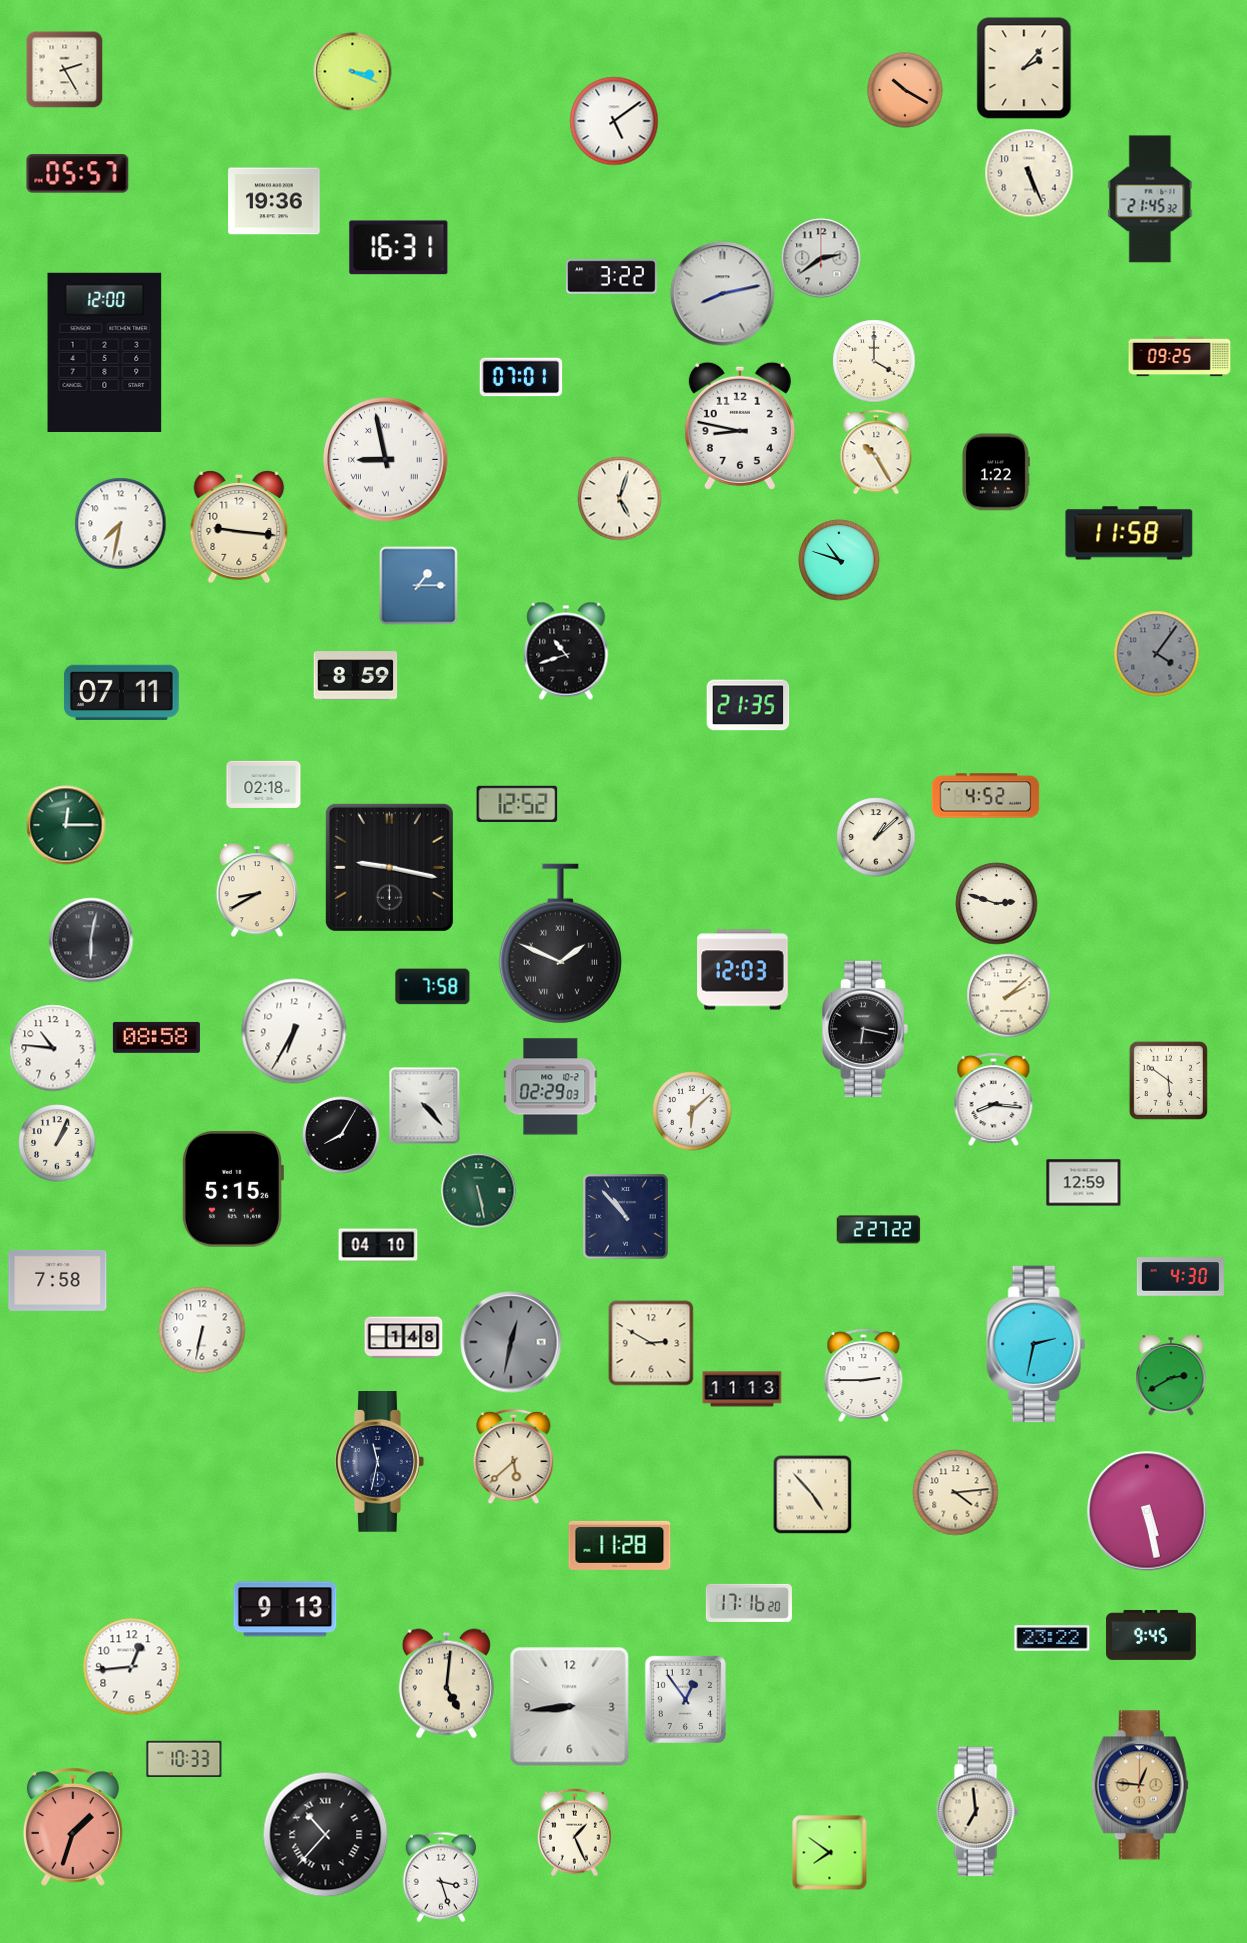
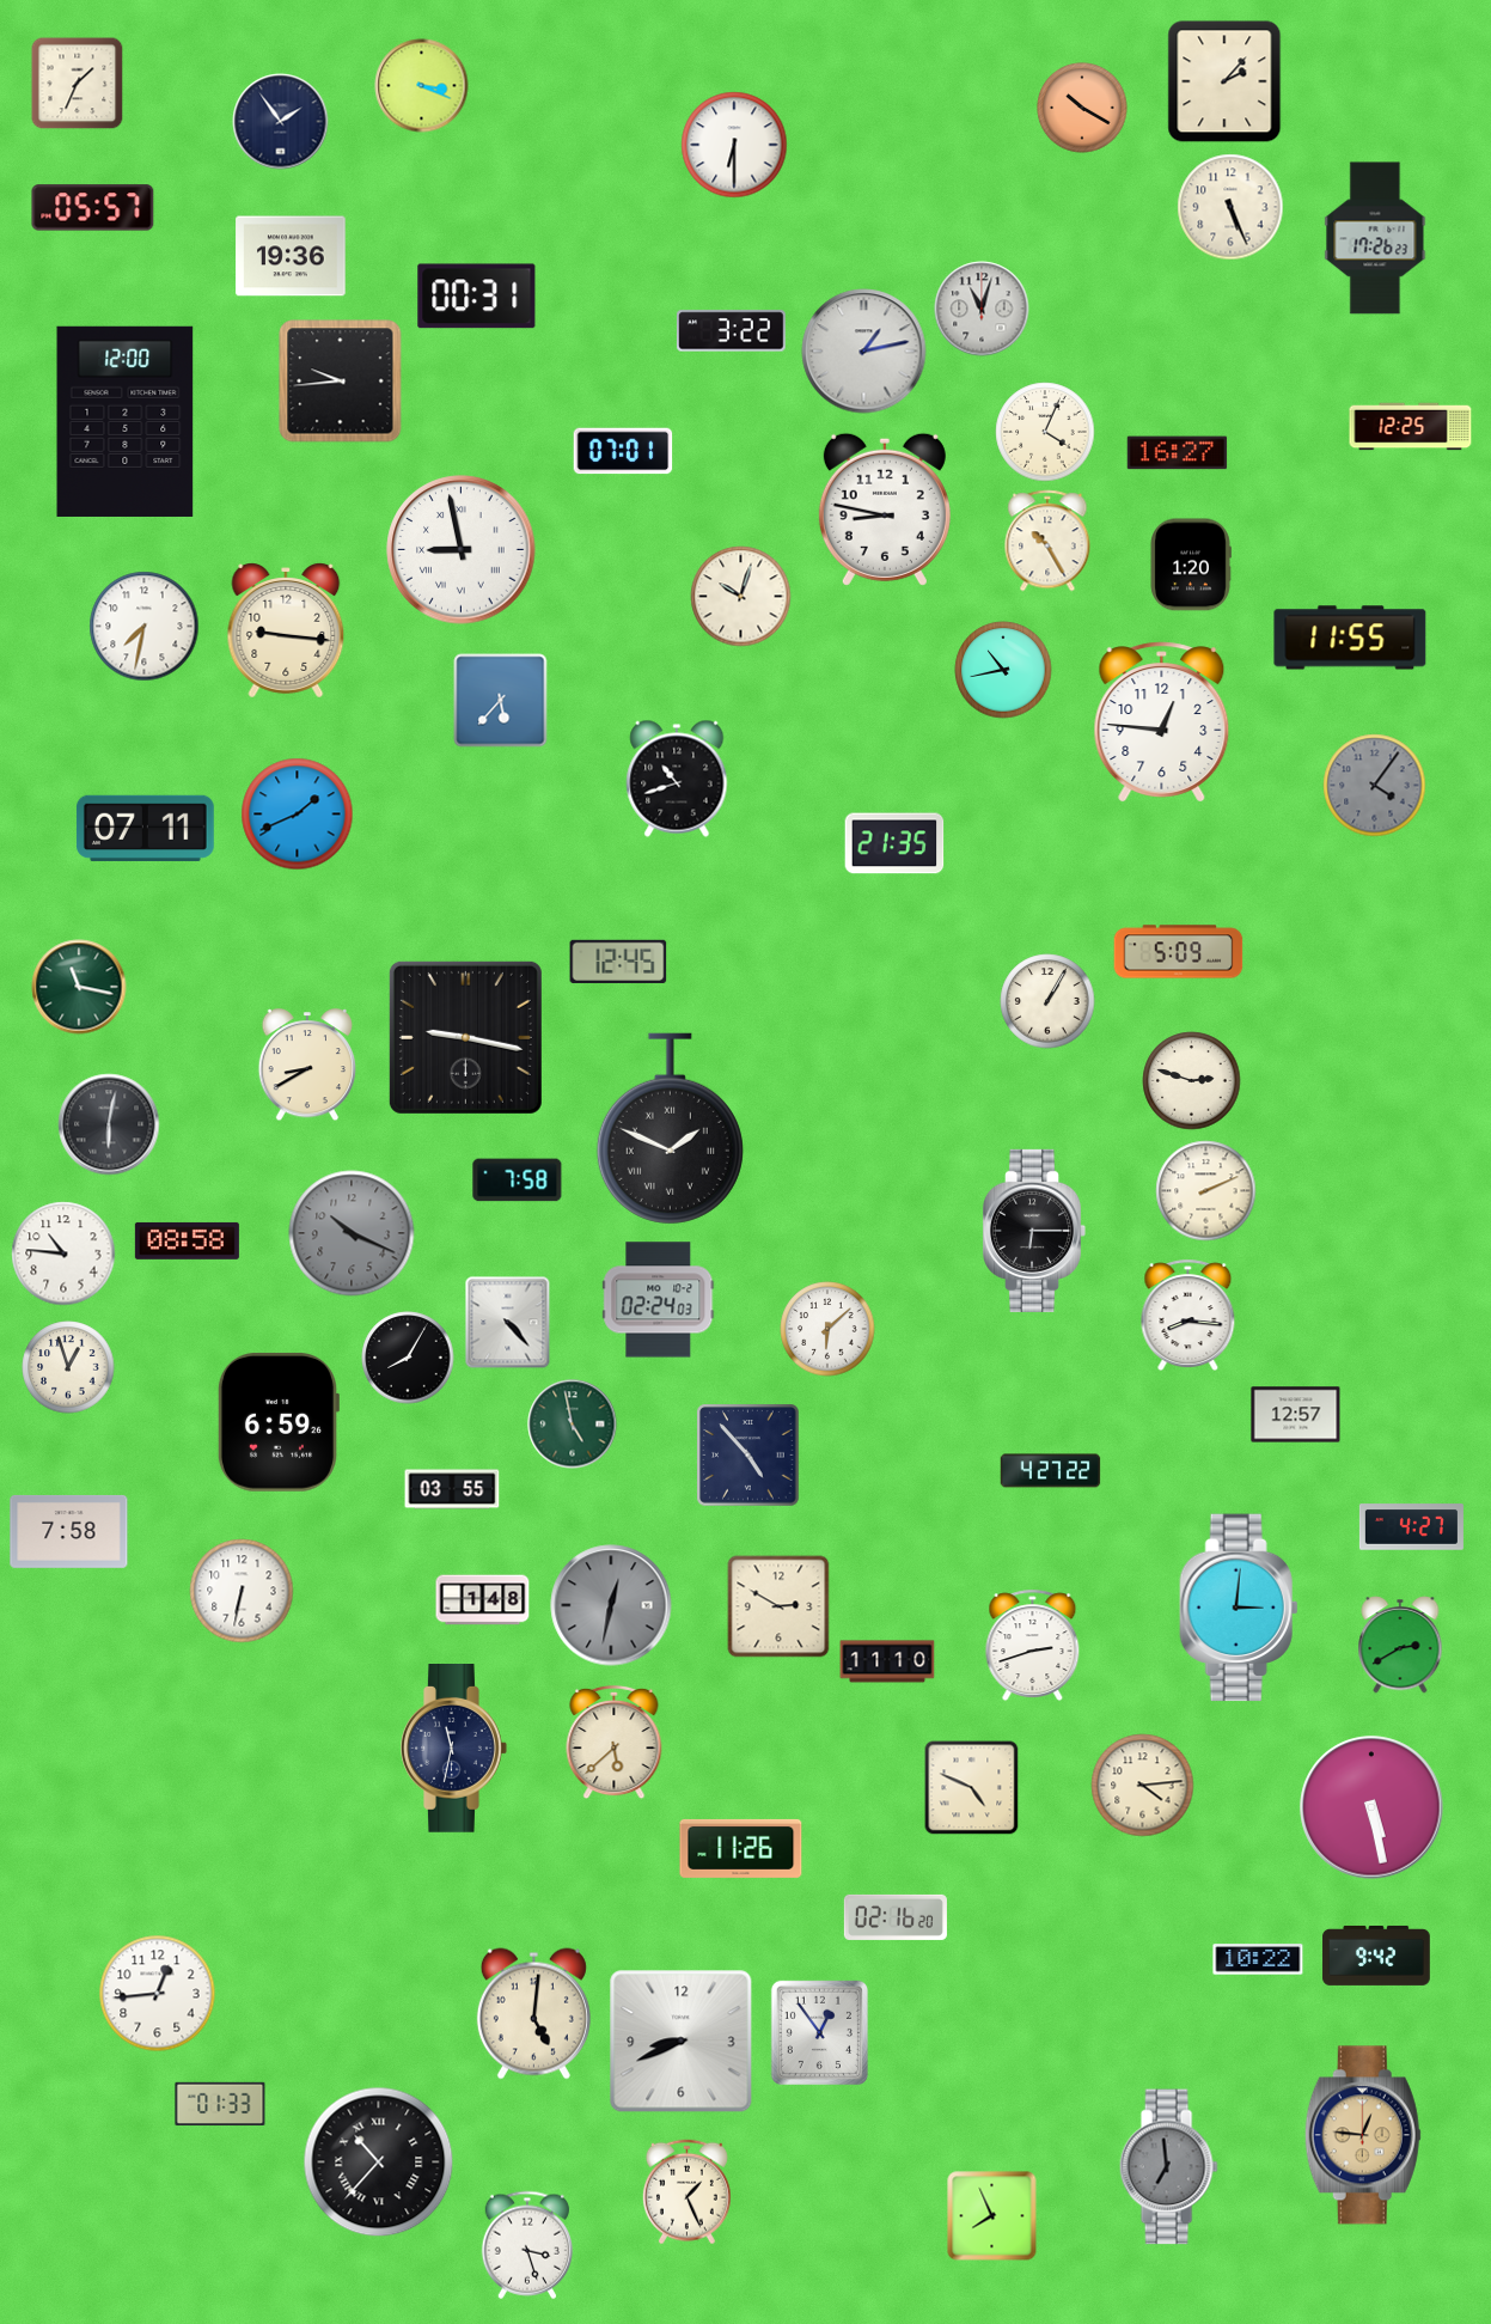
clock at (65, 70): 2:25 -> 1:34
clock at (281, 122): none -> 1:54
clock at (614, 121): 5:09 -> 6:30
clock at (1150, 199): 21:45 -> 17:26
clock at (274, 201) position: (274, 201) -> (291, 256)
clock at (399, 248): 16:31 -> 00:31
clock at (821, 258): 2:39 -> 11:03
clock at (723, 294): 8:13 -> 1:13
clock at (341, 382): none -> 9:44
clock at (1180, 357): 09:25 -> 12:25
clock at (874, 361): 4:00 -> 4:04
clock at (1178, 453): none -> 16:27
clock at (996, 472): 1:22 -> 1:20
clock at (620, 499): 5:03 -> 10:03
clock at (1129, 533): 11:58 -> 11:55
clock at (839, 560): 10:48 -> 10:43
clock at (419, 586): 1:15 -> 5:37
clock at (1162, 722): none -> 12:46
clock at (1157, 654) position: (1157, 654) -> (1375, 786)
clock at (356, 676): 8:59 -> none
clock at (298, 815): none -> 1:41
clock at (264, 784): 02:18 -> none
clock at (986, 796): 4:52 -> 5:09
clock at (517, 804): 12:52 -> 12:45
clock at (66, 825): 12:15 -> 11:17
clock at (876, 837): 1:08 -> 1:05
clock at (743, 970): 12:03 -> none
clock at (1009, 996): 2:08 -> 2:11
clock at (865, 1029): 6:17 -> 6:15
clock at (294, 1031): 6:35 -> 10:19
clock at (294, 1031) dial: white -> grey
clock at (1168, 1080): 5:51 -> none
clock at (551, 1087): 02:29 -> 02:24
clock at (57, 1143): 1:04 -> 12:57
clock at (1084, 1183): 12:59 -> 12:57
clock at (232, 1189): 5:15 -> 6:59
clock at (479, 1191): 5:28 -> 4:58
clock at (626, 1217): 10:53 -> 4:53
clock at (879, 1230): 2:27 -> 4:27
clock at (378, 1245): 04:10 -> 03:55
clock at (1180, 1277): 4:30 -> 4:27
clock at (1036, 1344): 2:32 -> 3:01
clock at (864, 1376): 2:45 -> 2:42
clock at (742, 1389): 11:13 -> 11:10
clock at (813, 1495): 4:53 -> 4:49
clock at (620, 1545): 11:28 -> 11:26
clock at (749, 1603): 17:16 -> 02:16
clock at (285, 1609): 9:13 -> none
clock at (1151, 1635): 9:45 -> 9:42
clock at (1052, 1638): 23:22 -> 10:22
clock at (570, 1707): 8:44 -> 8:41
clock at (184, 1758): 10:33 -> 01:33
clock at (977, 1812) dial: cream -> grey
clock at (73, 1827): 1:33 -> none
clock at (326, 1835) position: (326, 1835) -> (379, 2163)
clock at (830, 1853): 7:51 -> 7:56
